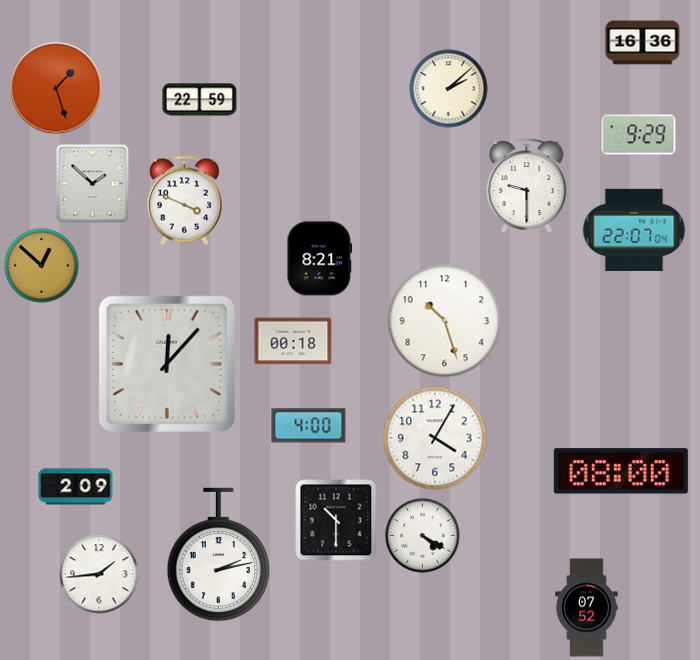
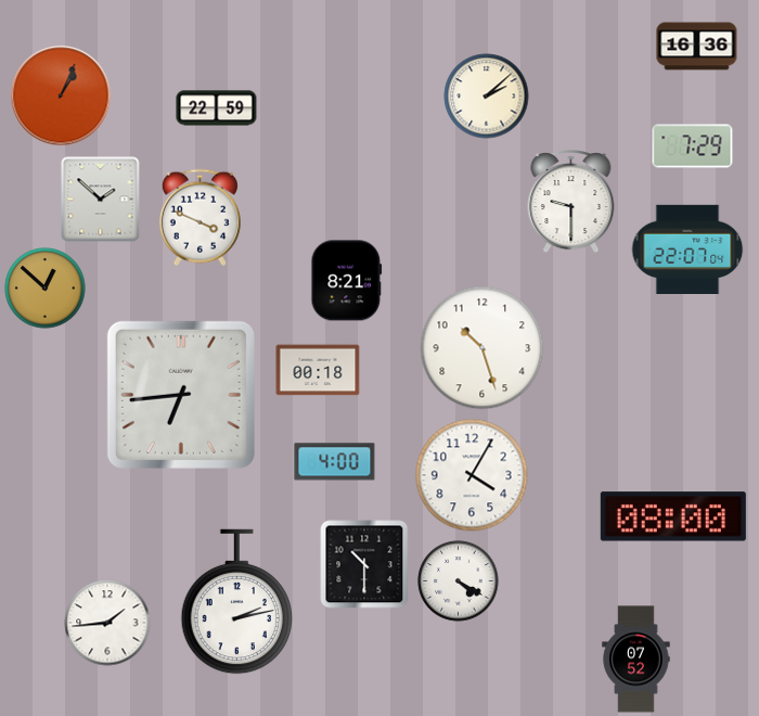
clock at (56, 88): 1:27 -> 1:04
clock at (639, 135): 9:29 -> 7:29
clock at (167, 364): 12:07 -> 6:44
clock at (621, 471) position: (621, 471) -> (673, 516)
clock at (76, 487): 2:09 -> none
